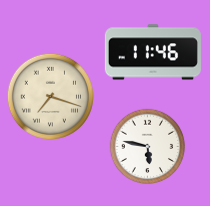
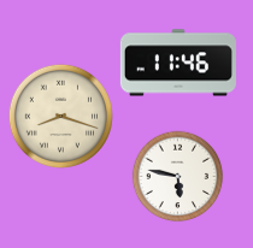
clock at (153, 52) position: (153, 52) -> (178, 63)
clock at (50, 96): 7:18 -> 8:18
